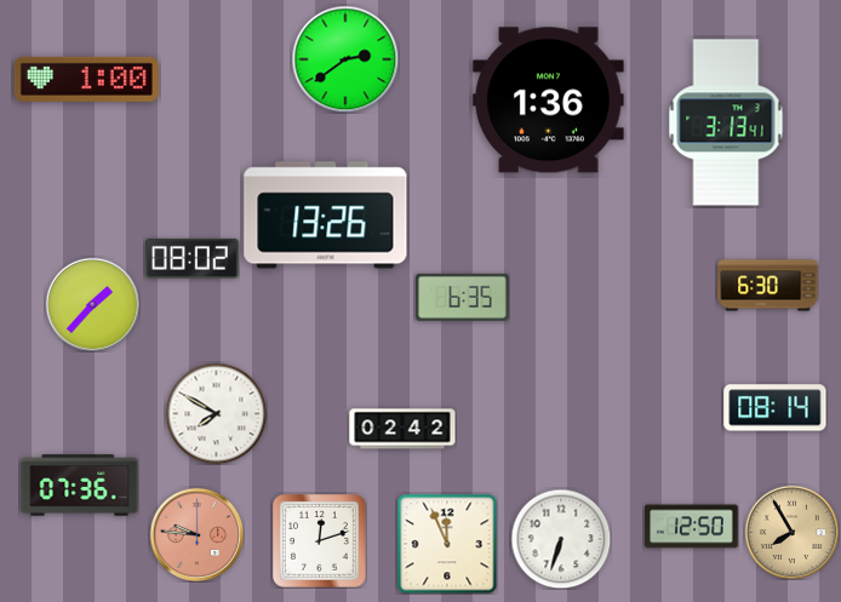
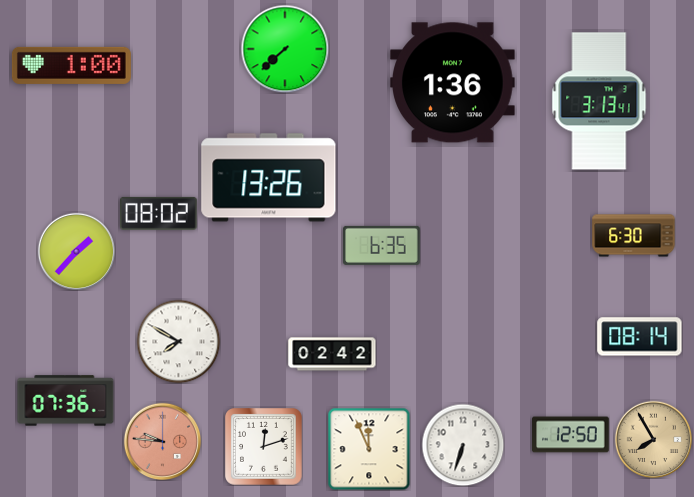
clock at (345, 59): 2:39 -> 7:38
